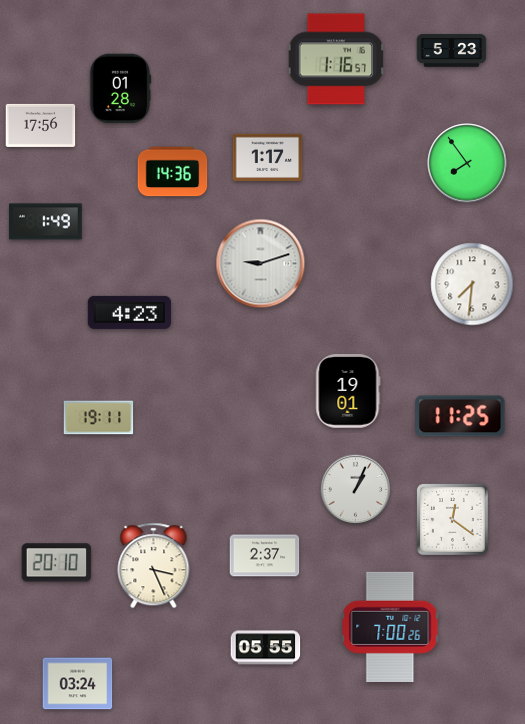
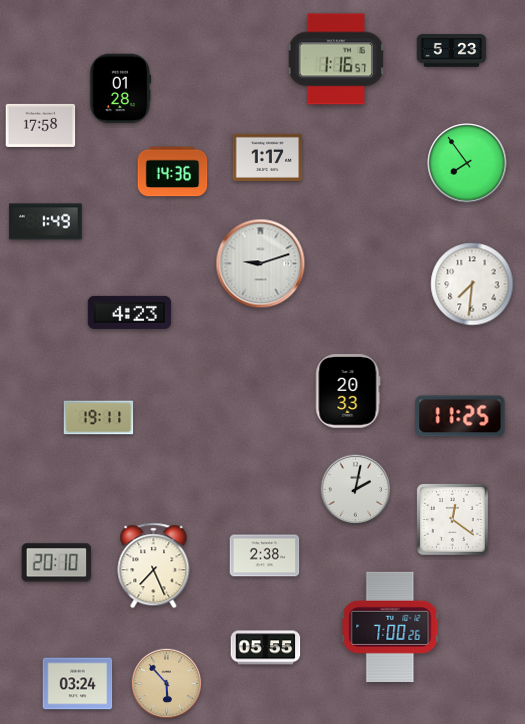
clock at (41, 125): 17:56 -> 17:58
clock at (348, 391): 19:01 -> 20:33
clock at (356, 490): 1:04 -> 2:02
clock at (265, 556): 2:37 -> 2:38
clock at (154, 566): 3:26 -> 7:26
clock at (167, 684): none -> 5:53
